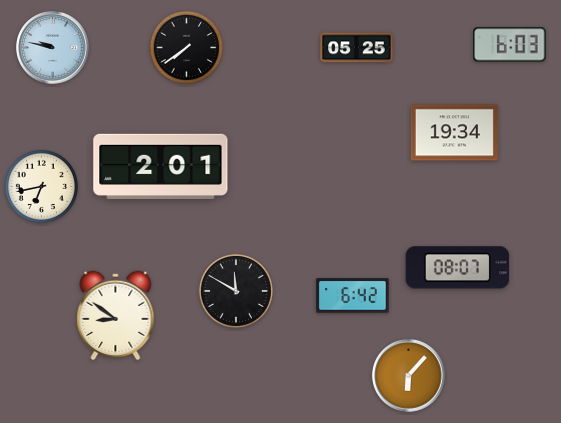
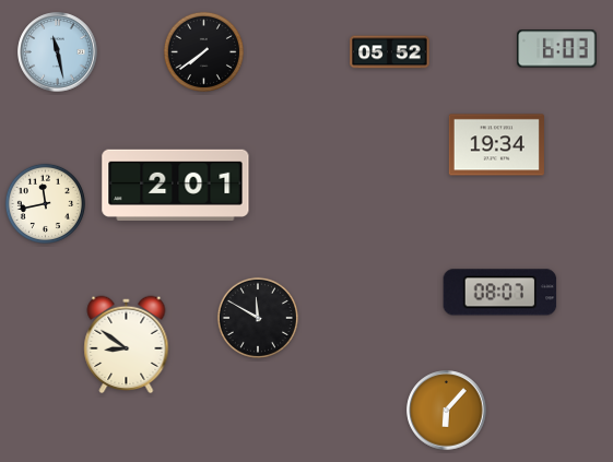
clock at (53, 48): 9:47 -> 11:28
clock at (357, 48): 05:25 -> 05:52
clock at (161, 166) position: (161, 166) -> (176, 185)
clock at (41, 186): 6:43 -> 11:43
clock at (353, 296): 6:42 -> none
